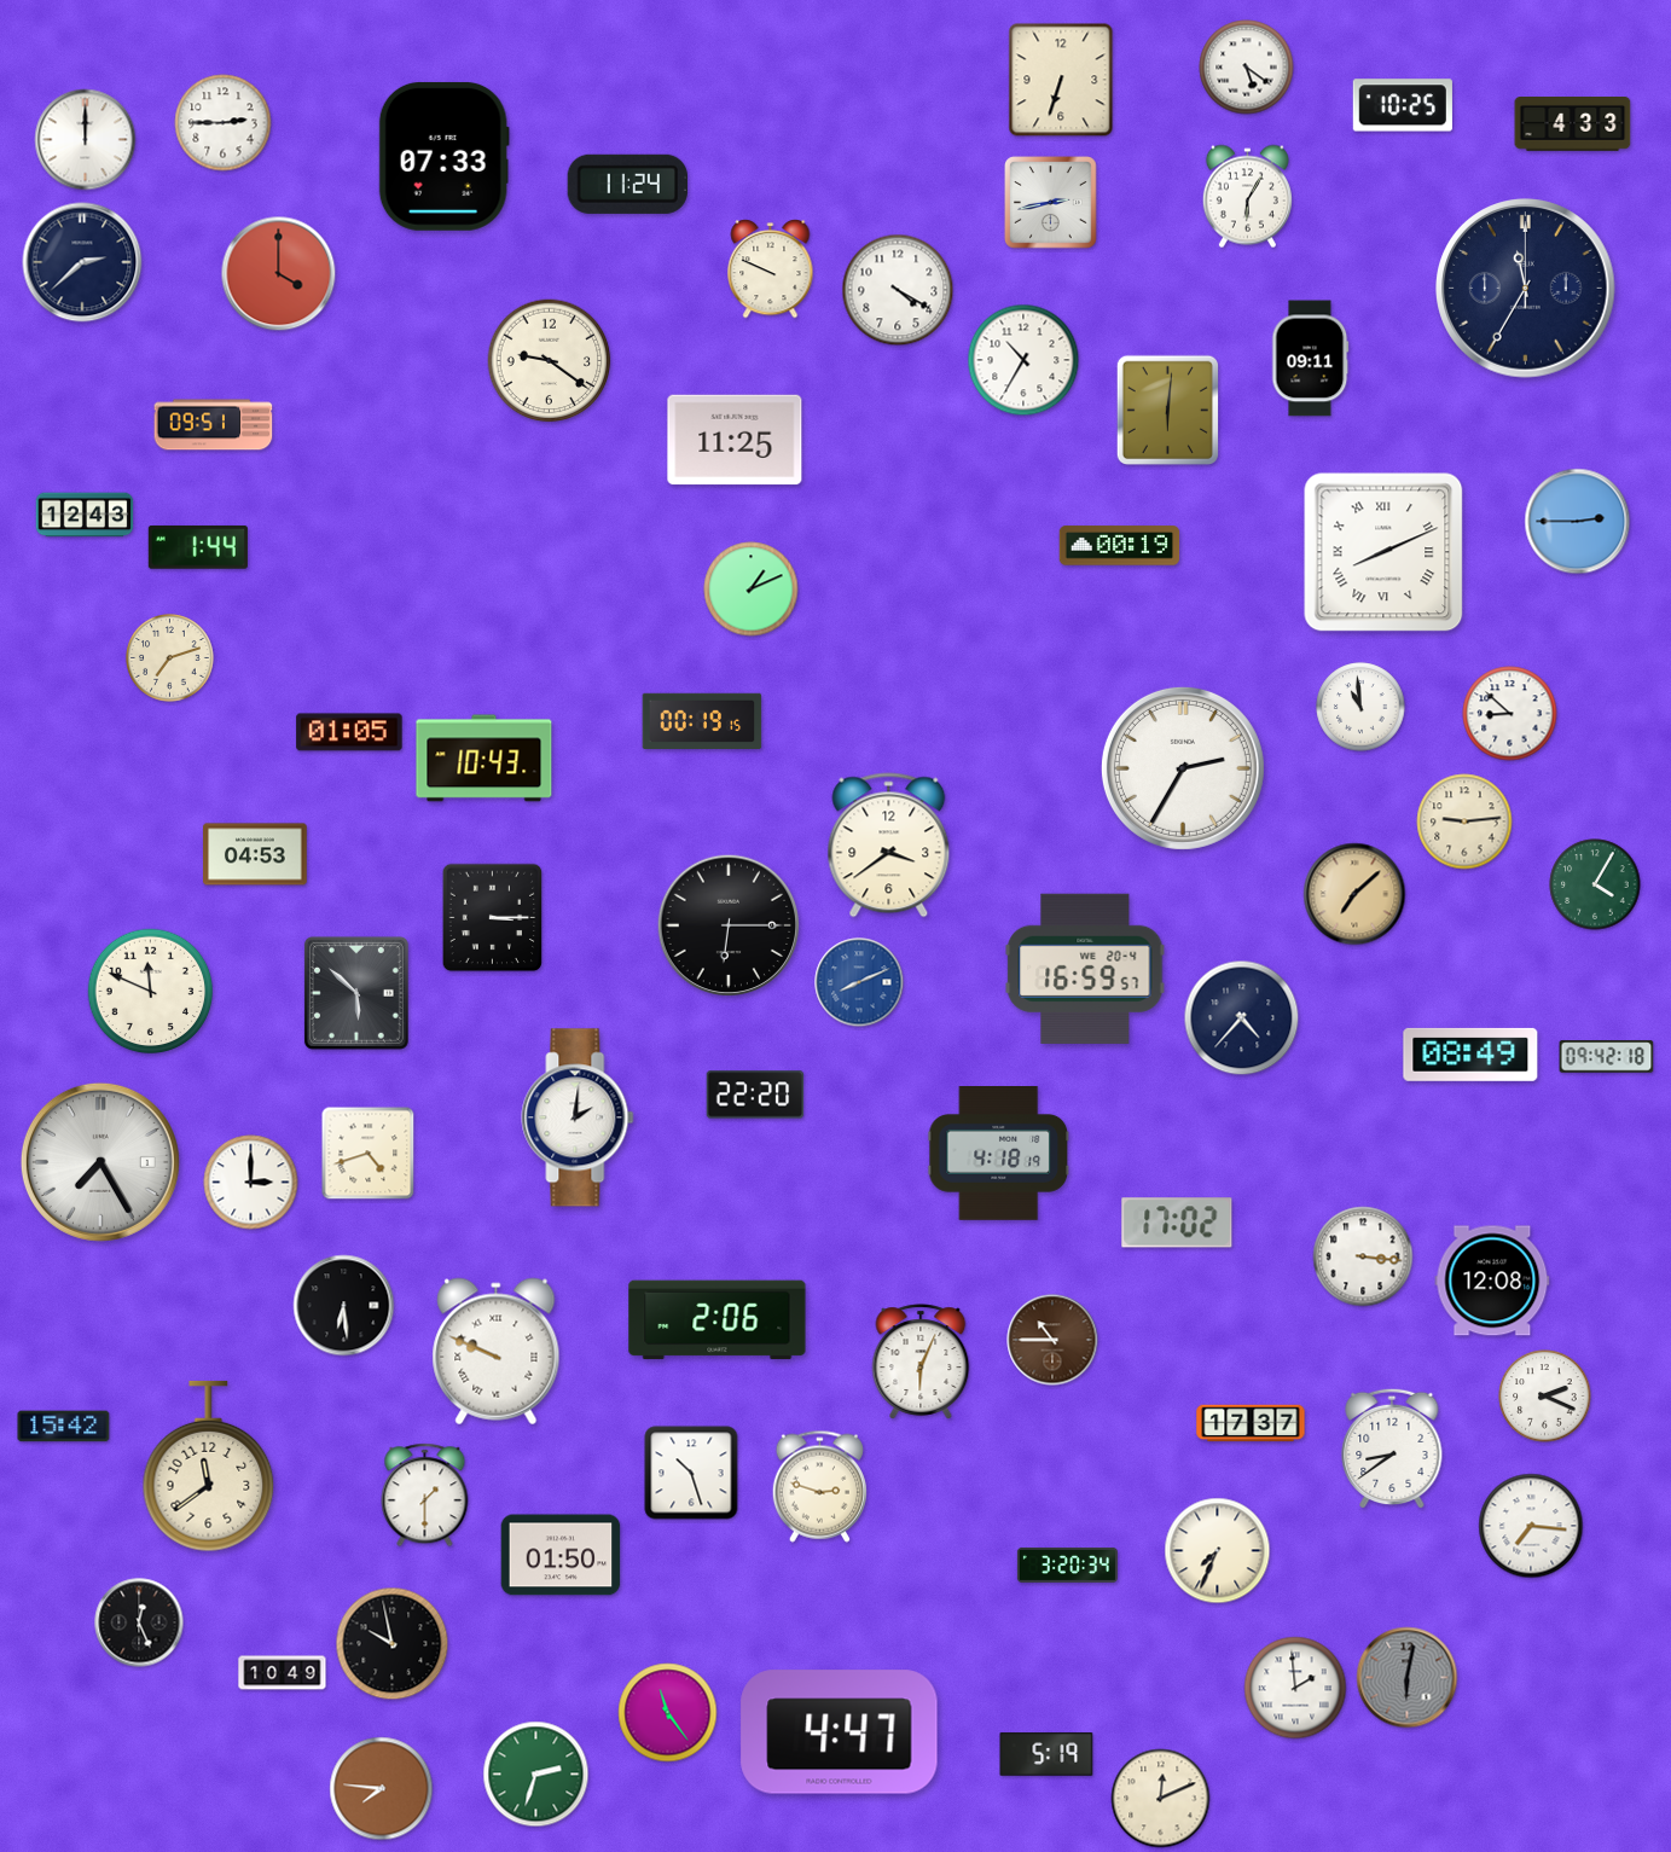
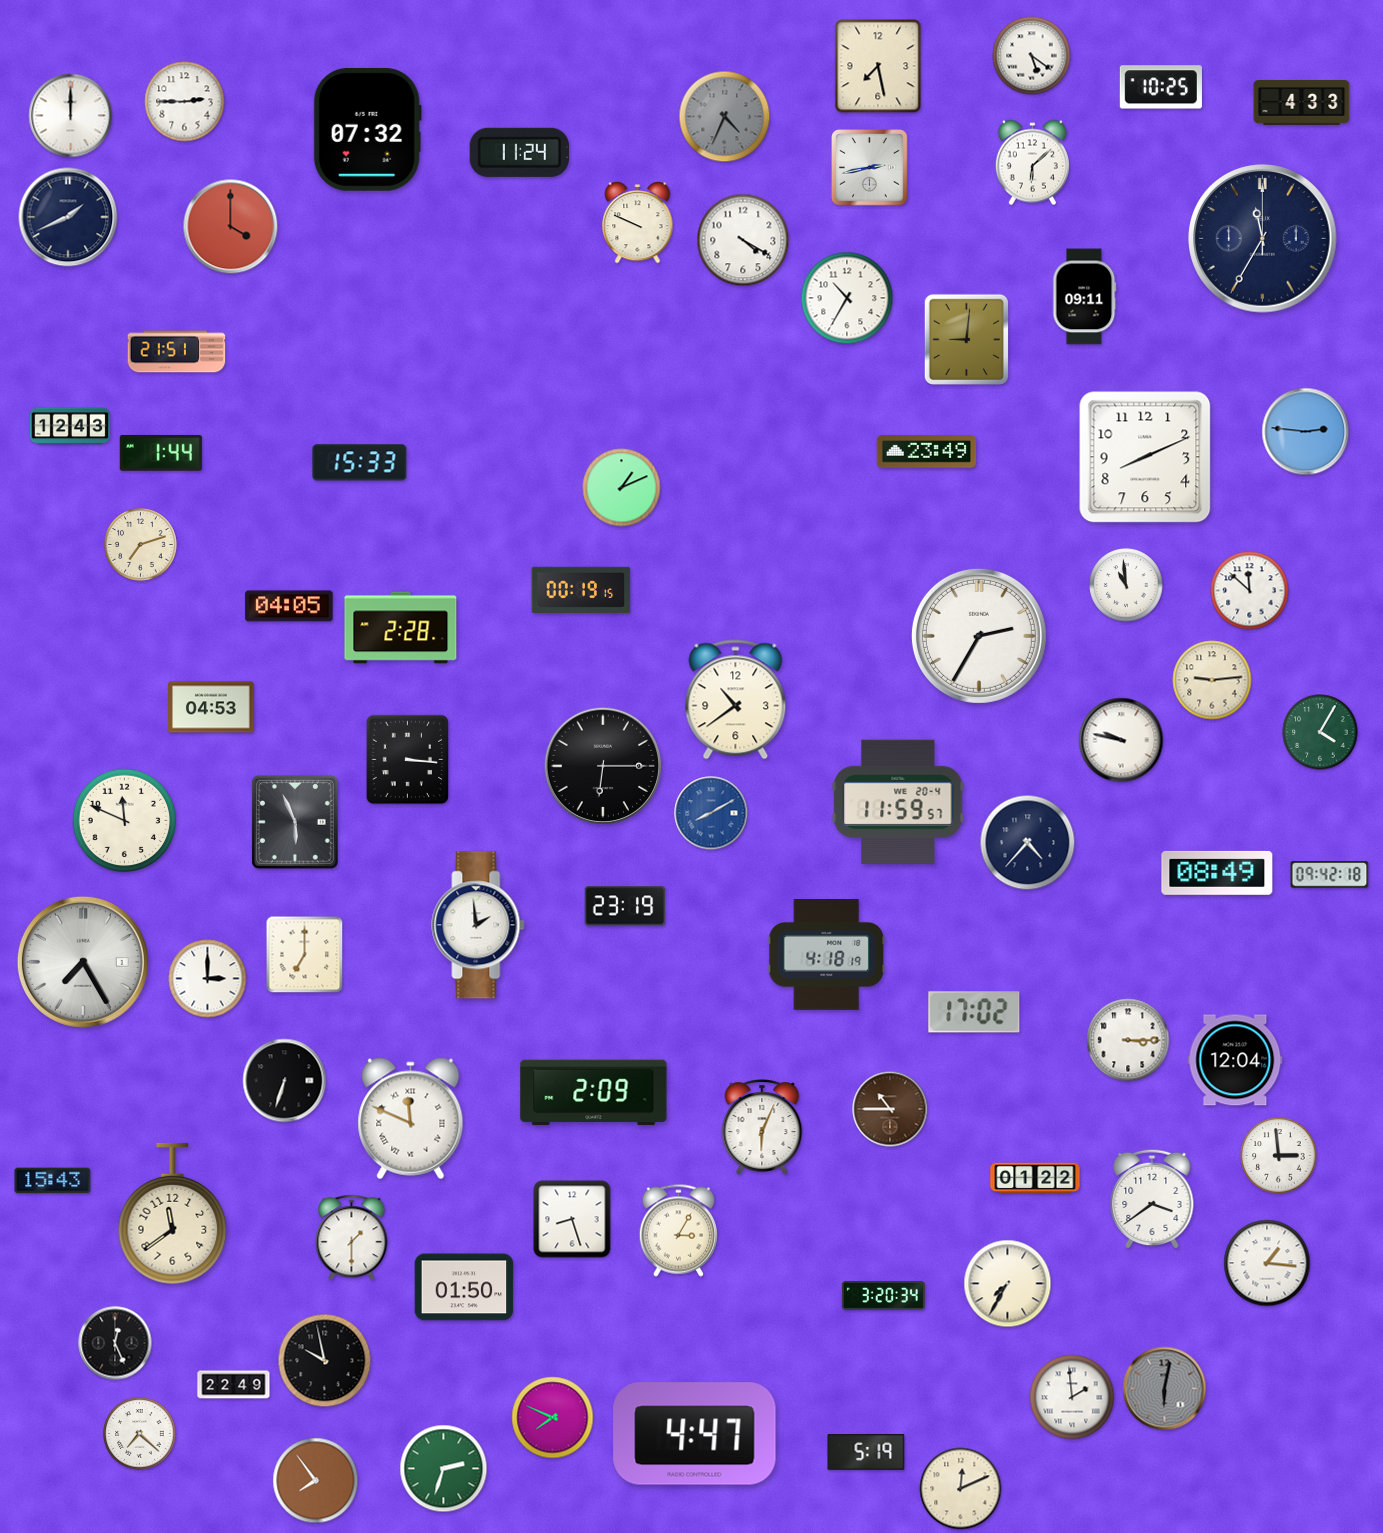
clock at (1061, 80): 6:33 -> 7:28
clock at (725, 117): none -> 4:34
clock at (443, 156): 07:33 -> 07:32
clock at (1247, 197): 6:05 -> 6:08
clock at (82, 262): 2:38 -> 1:41
clock at (550, 361): 9:21 -> none
clock at (1167, 410): 6:01 -> 9:01
clock at (214, 425): 09:51 -> 21:51
clock at (735, 440): 11:25 -> none
clock at (1578, 522): 2:45 -> 2:46
clock at (1120, 546): 00:19 -> 23:49
clock at (198, 547) position: (198, 547) -> (161, 453)
clock at (1383, 552) numerals: Roman -> Arabic
clock at (360, 463): none -> 15:33
clock at (1510, 714): 8:52 -> 11:52
clock at (702, 720) position: (702, 720) -> (581, 589)
clock at (349, 732): 01:05 -> 04:05
clock at (485, 759): 10:43 -> 2:28
clock at (889, 846): 3:39 -> 10:39
clock at (1354, 894): 7:08 -> 9:47
clock at (1354, 894) dial: champagne -> white
clock at (493, 918): 3:15 -> 3:16
clock at (1085, 969): 16:59 -> 11:59
clock at (859, 982): 8:11 -> 8:10
clock at (356, 993): 5:52 -> 5:56
clock at (755, 1095): 22:20 -> 23:19
clock at (578, 1117): 2:01 -> 1:59
clock at (369, 1154): 4:42 -> 7:00
clock at (1363, 1256): 3:16 -> 3:15
clock at (1492, 1281): 12:08 -> 12:04
clock at (344, 1306): 6:29 -> 6:33
clock at (718, 1320): 2:06 -> 2:09
clock at (1052, 1340) position: (1052, 1340) -> (890, 1109)
clock at (497, 1352): 9:49 -> 11:49
clock at (1545, 1397): 2:19 -> 2:59
clock at (1251, 1423): 17:37 -> 01:22
clock at (64, 1427): 15:42 -> 15:43
clock at (1392, 1448): 8:39 -> 3:39
clock at (691, 1473): 10:27 -> 8:27
clock at (819, 1486): 2:48 -> 3:05
clock at (1531, 1526): 7:16 -> 1:16
clock at (1218, 1551): 7:34 -> 7:35
clock at (283, 1673): 10:49 -> 22:49
clock at (668, 1713): 11:24 -> 7:49
clock at (140, 1434): none -> 7:22
clock at (382, 1789): 7:46 -> 7:54
